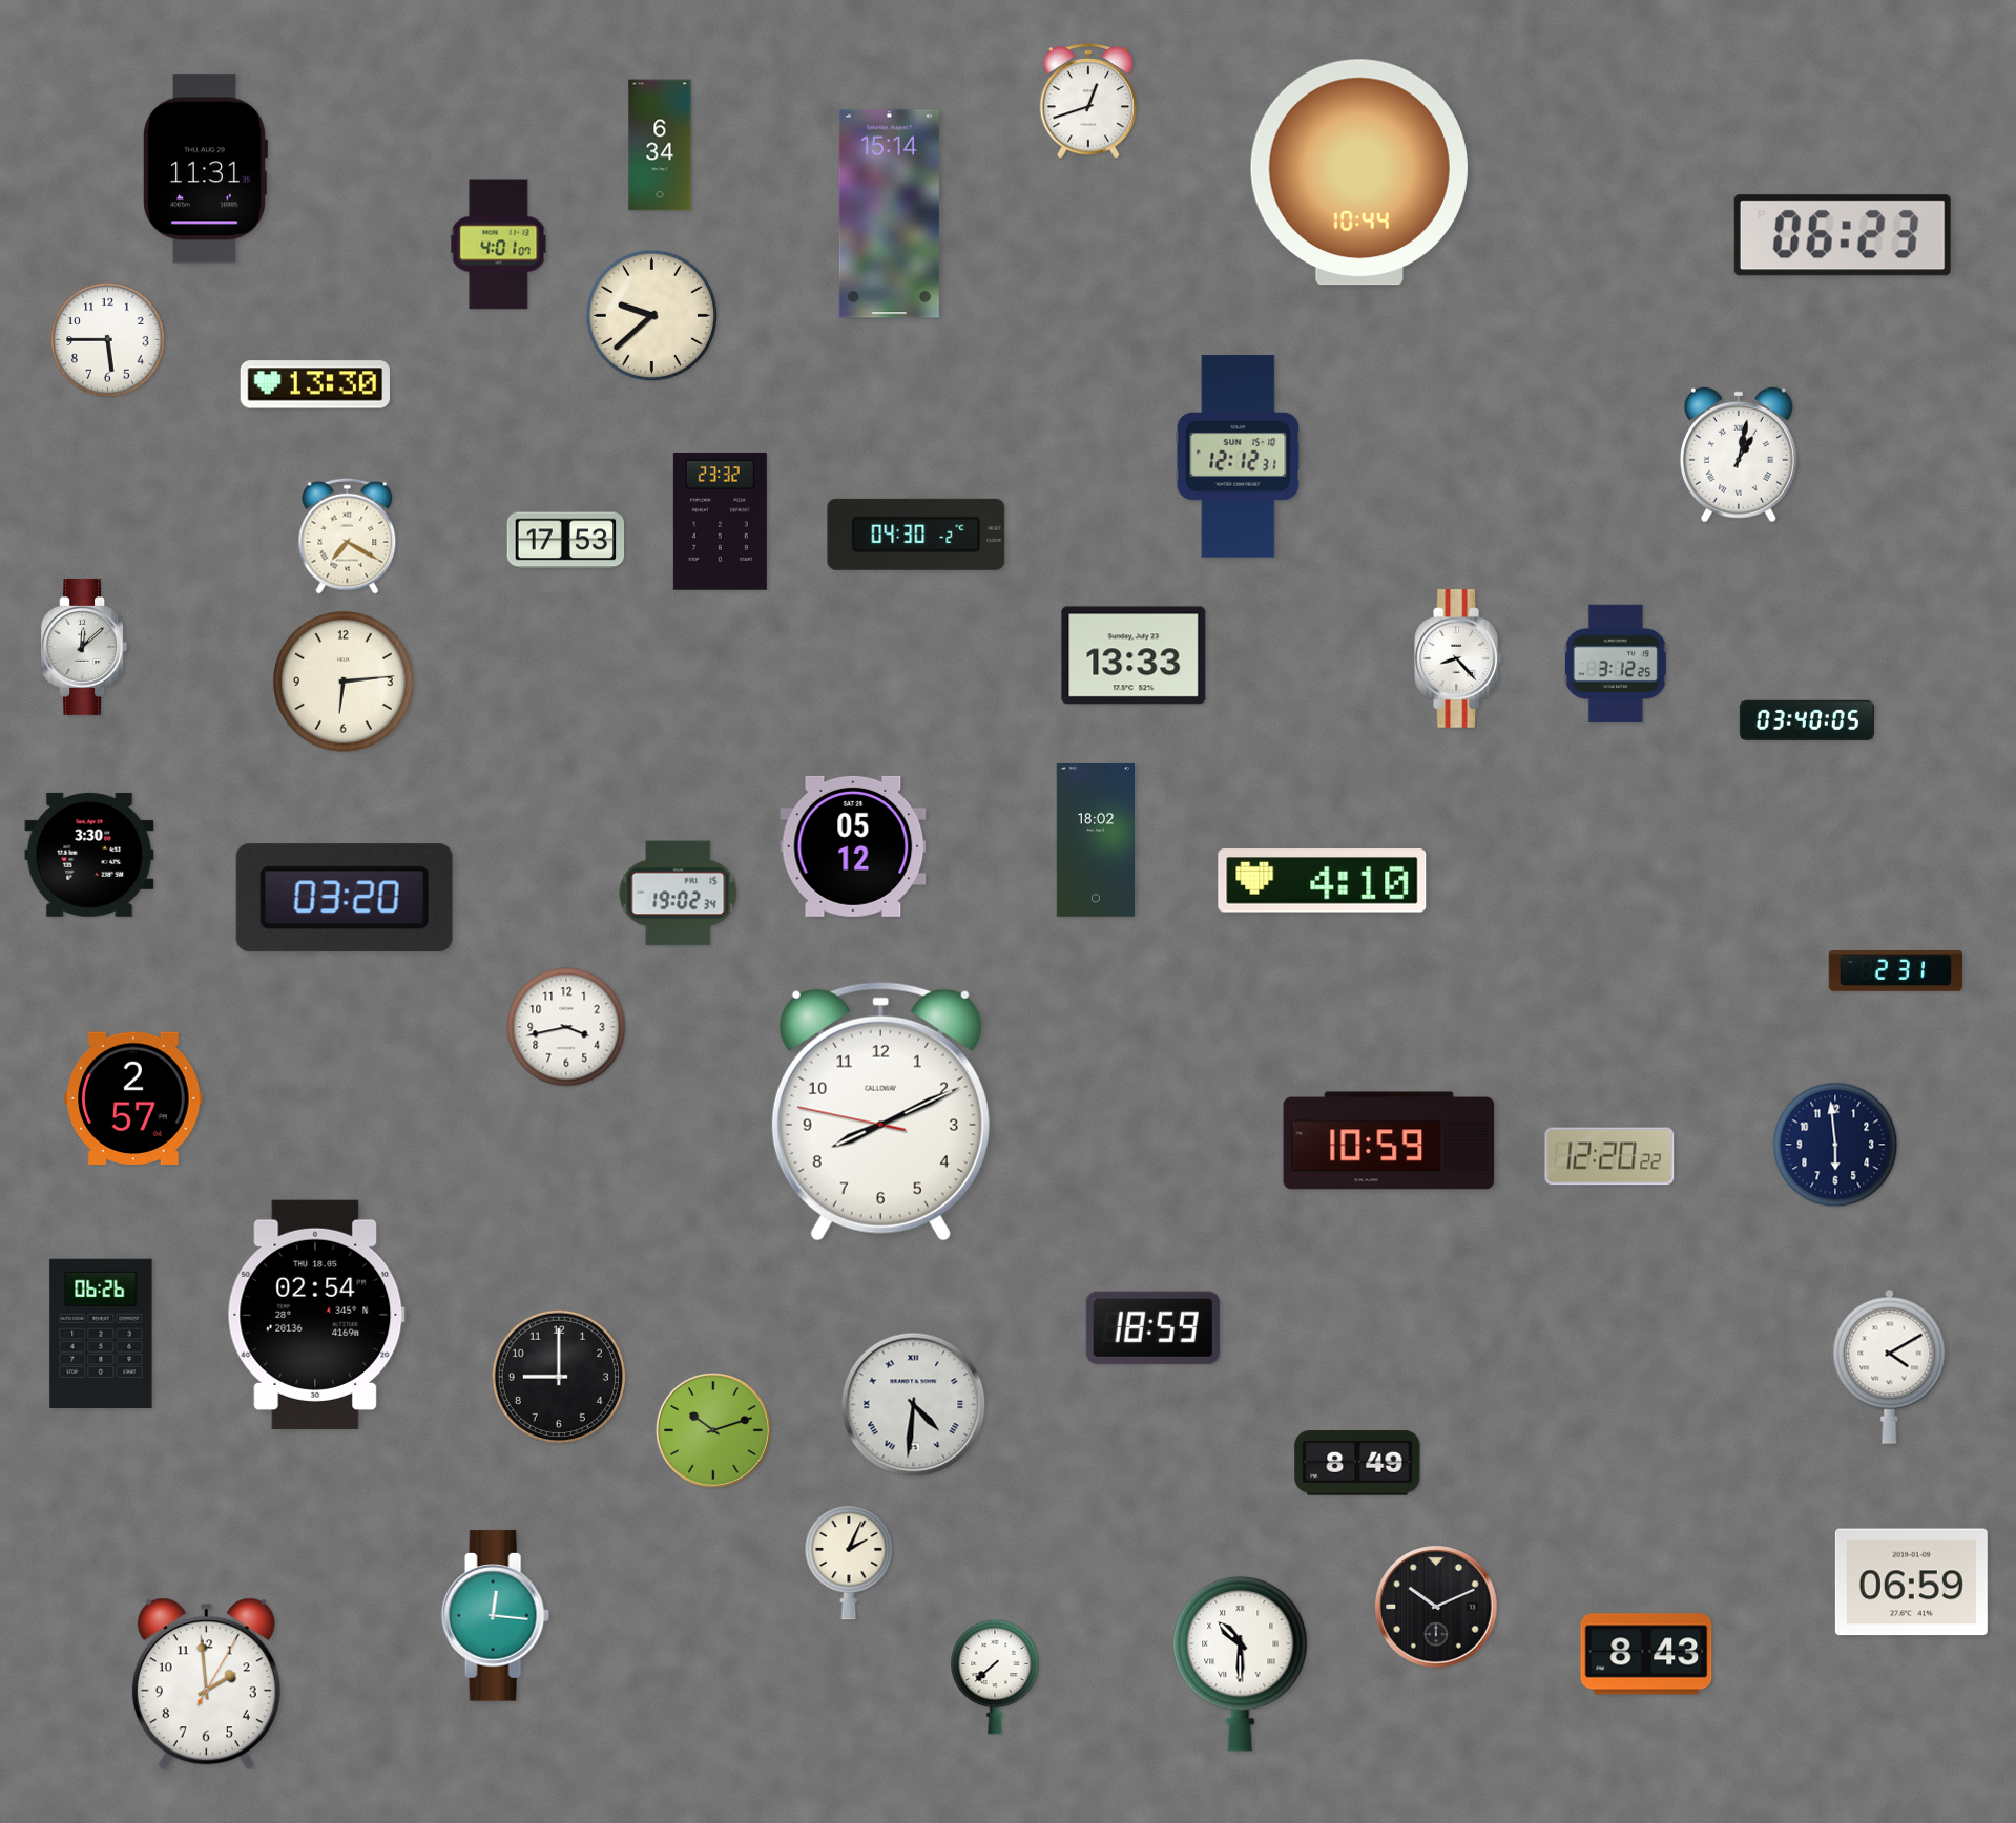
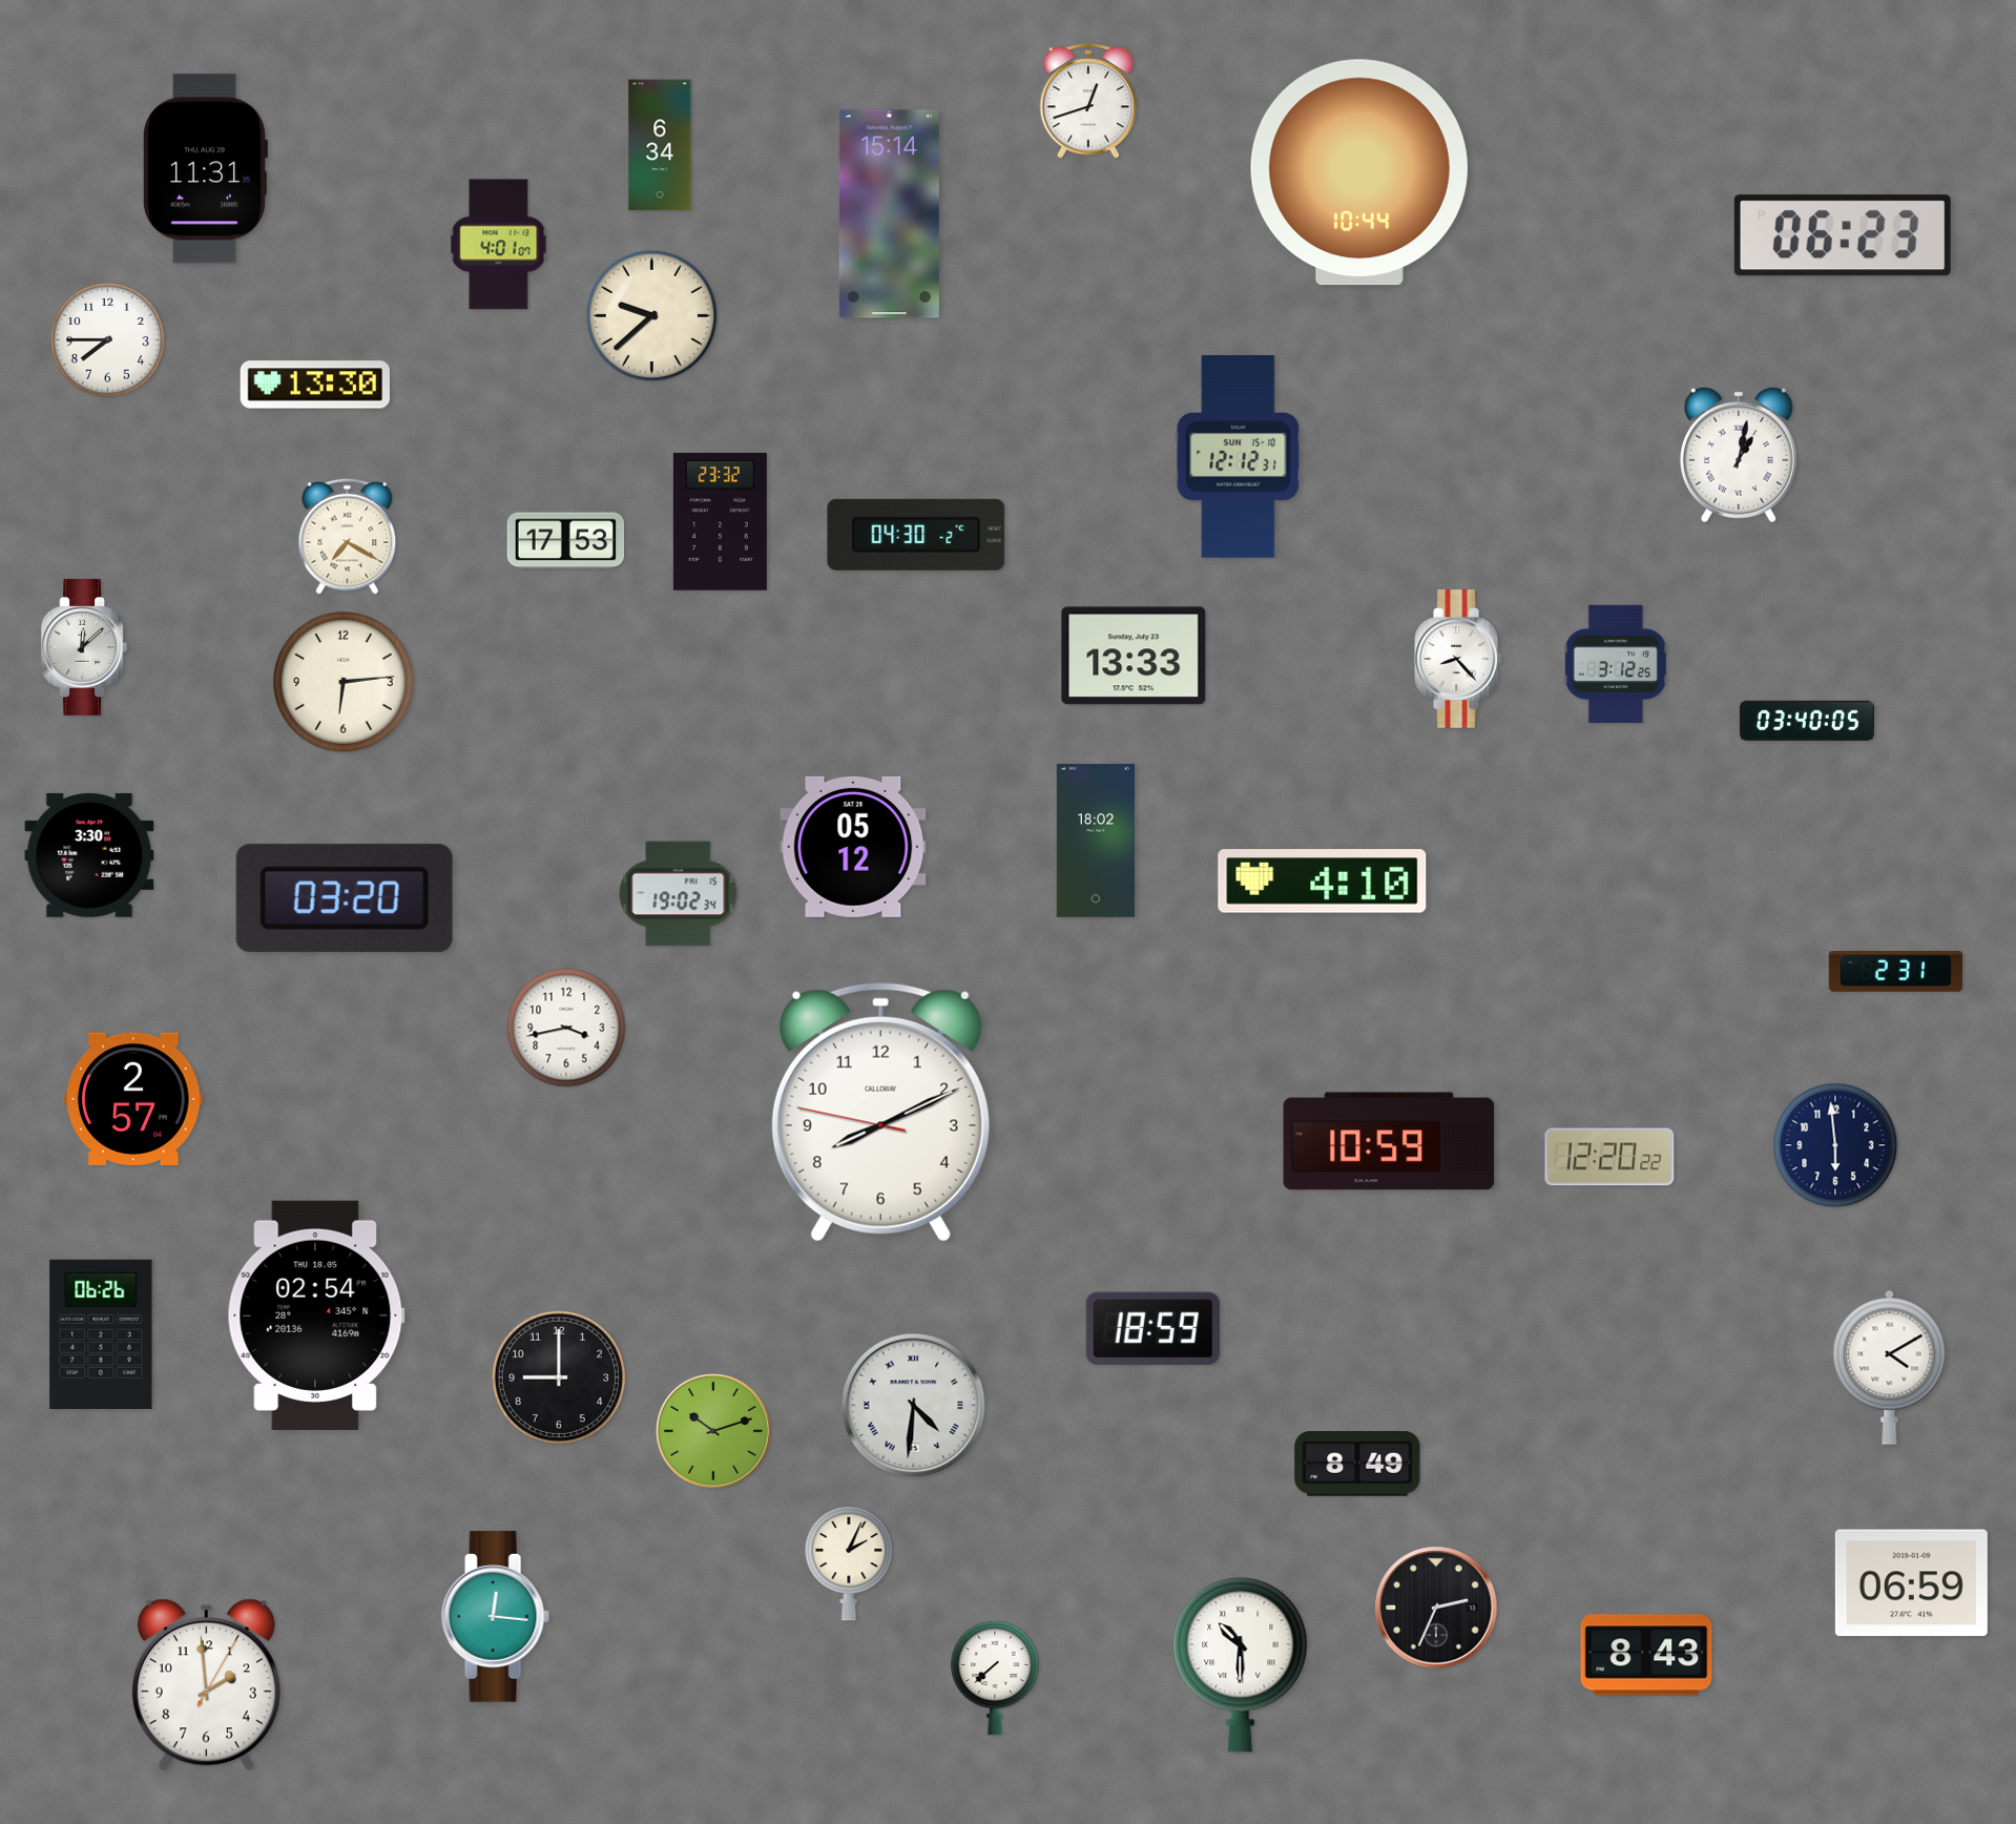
clock at (108, 340): 5:45 -> 7:45
clock at (1436, 1607): 10:11 -> 2:34
